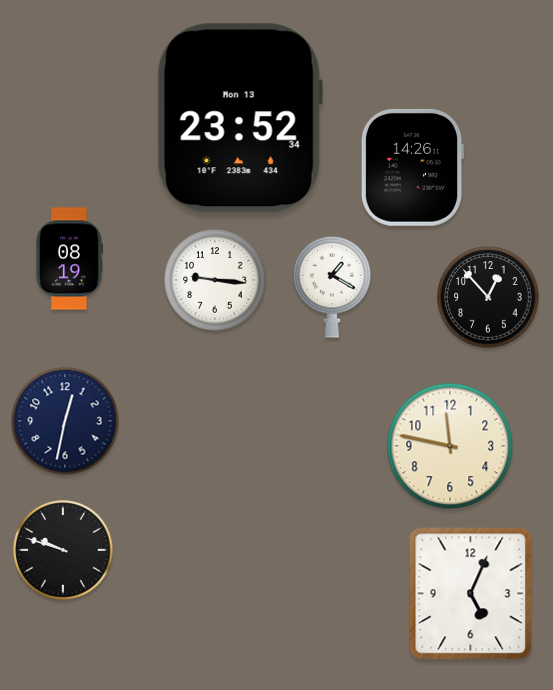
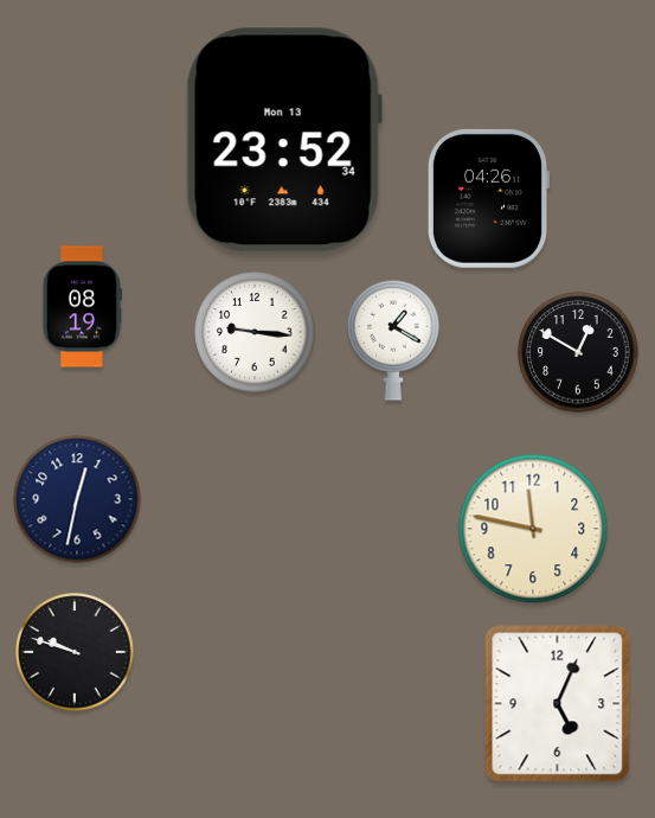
clock at (412, 167): 14:26 -> 04:26
clock at (488, 297): 12:53 -> 12:50
